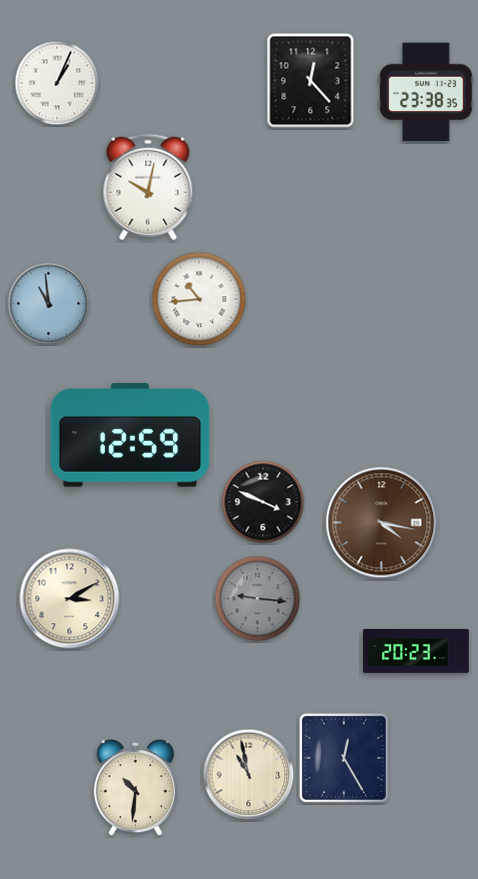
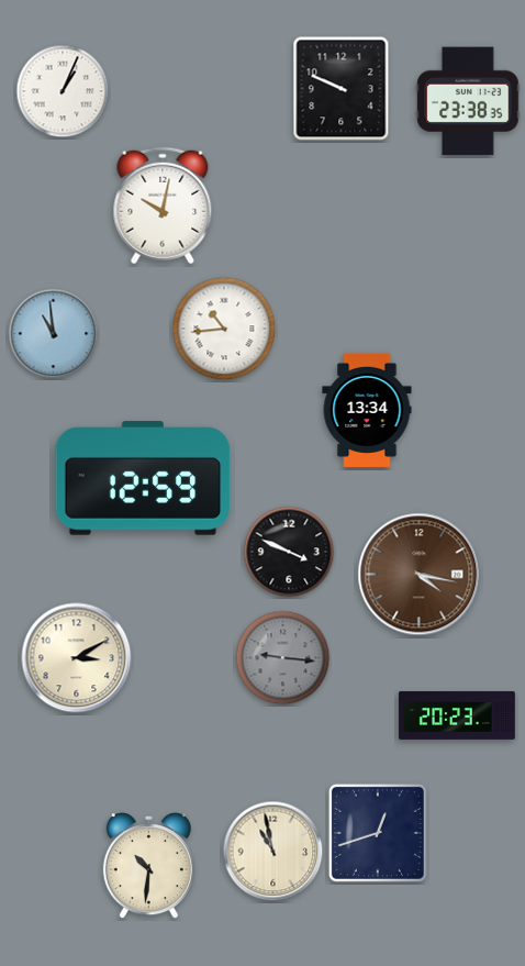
clock at (311, 81): 12:23 -> 9:49
clock at (199, 299) position: (199, 299) -> (224, 329)
clock at (367, 410): none -> 13:34
clock at (344, 758): 12:25 -> 12:42
